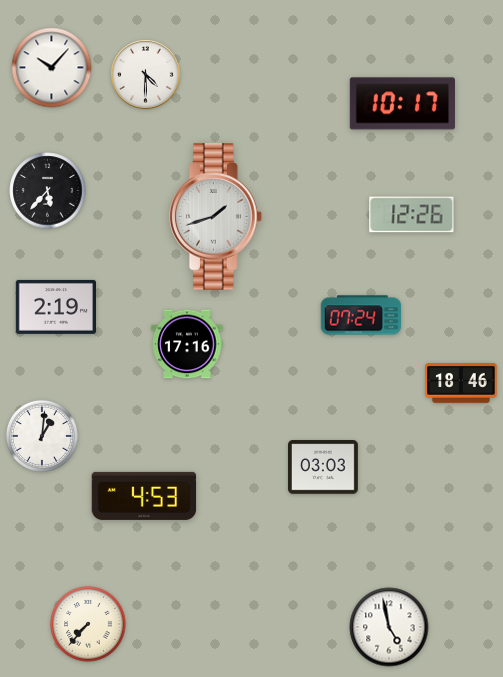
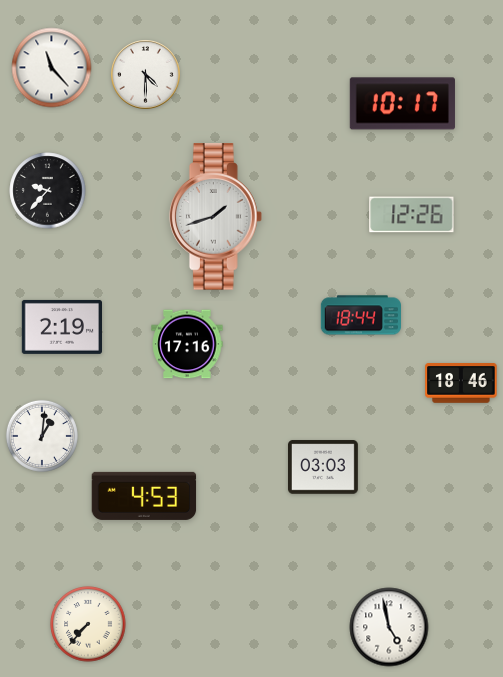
clock at (52, 68): 10:07 -> 11:23
clock at (48, 191): 5:37 -> 9:37
clock at (55, 307) position: (55, 307) -> (61, 327)
clock at (360, 315): 07:24 -> 18:44
